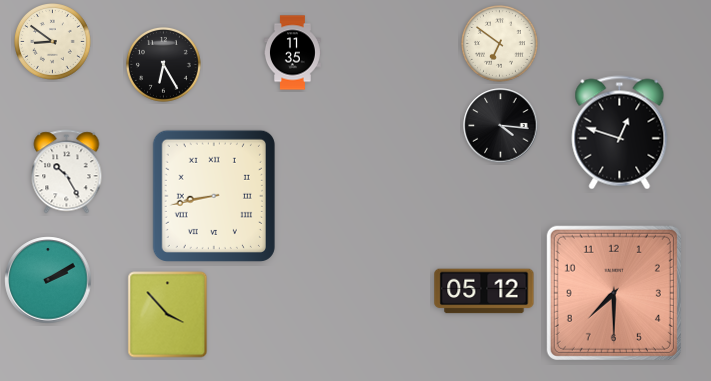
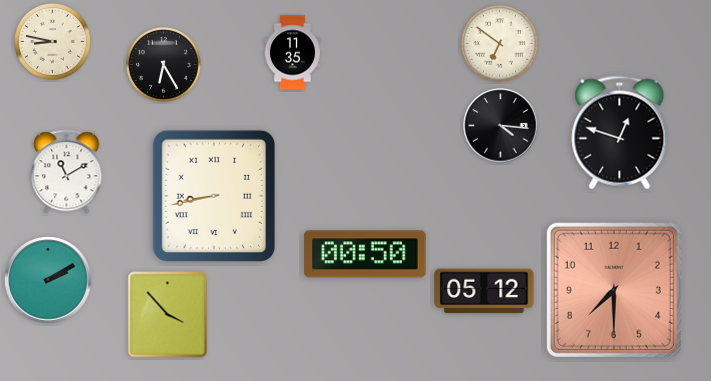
clock at (53, 42): 8:51 -> 8:47
clock at (67, 172): 10:25 -> 11:10
clock at (365, 254): none -> 00:50
clock at (614, 293) position: (614, 293) -> (614, 290)
